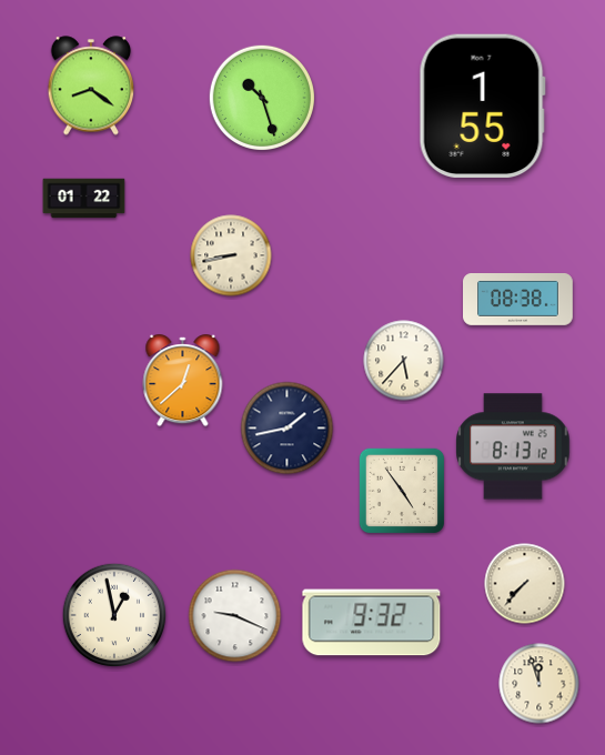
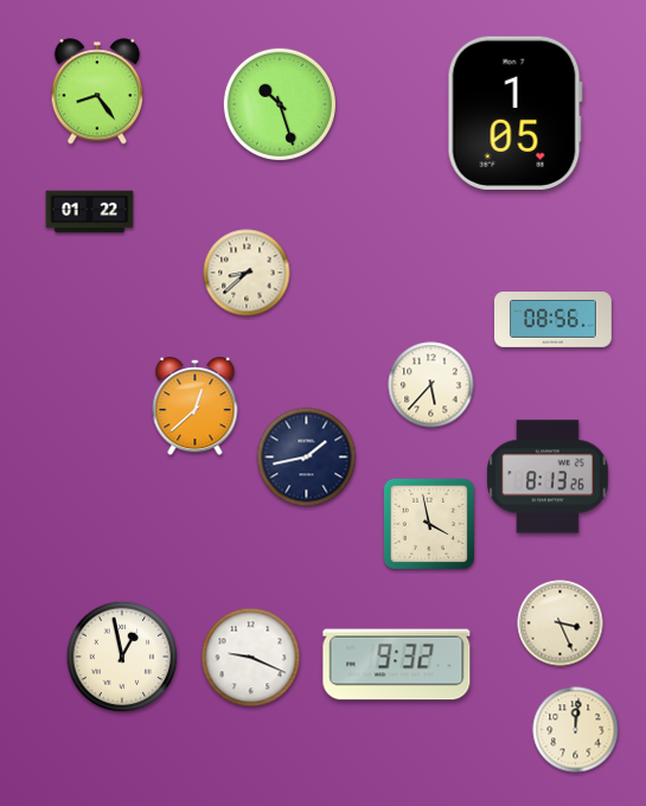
clock at (91, 85): 8:21 -> 8:24
clock at (482, 105): 1:55 -> 1:05
clock at (231, 255): 8:43 -> 8:38
clock at (518, 300): 08:38 -> 08:56
clock at (513, 446): 8:13:12 -> 8:13:26
clock at (401, 490): 4:54 -> 3:58
clock at (525, 584): 7:37 -> 3:26
clock at (540, 684): 11:57 -> 12:01
